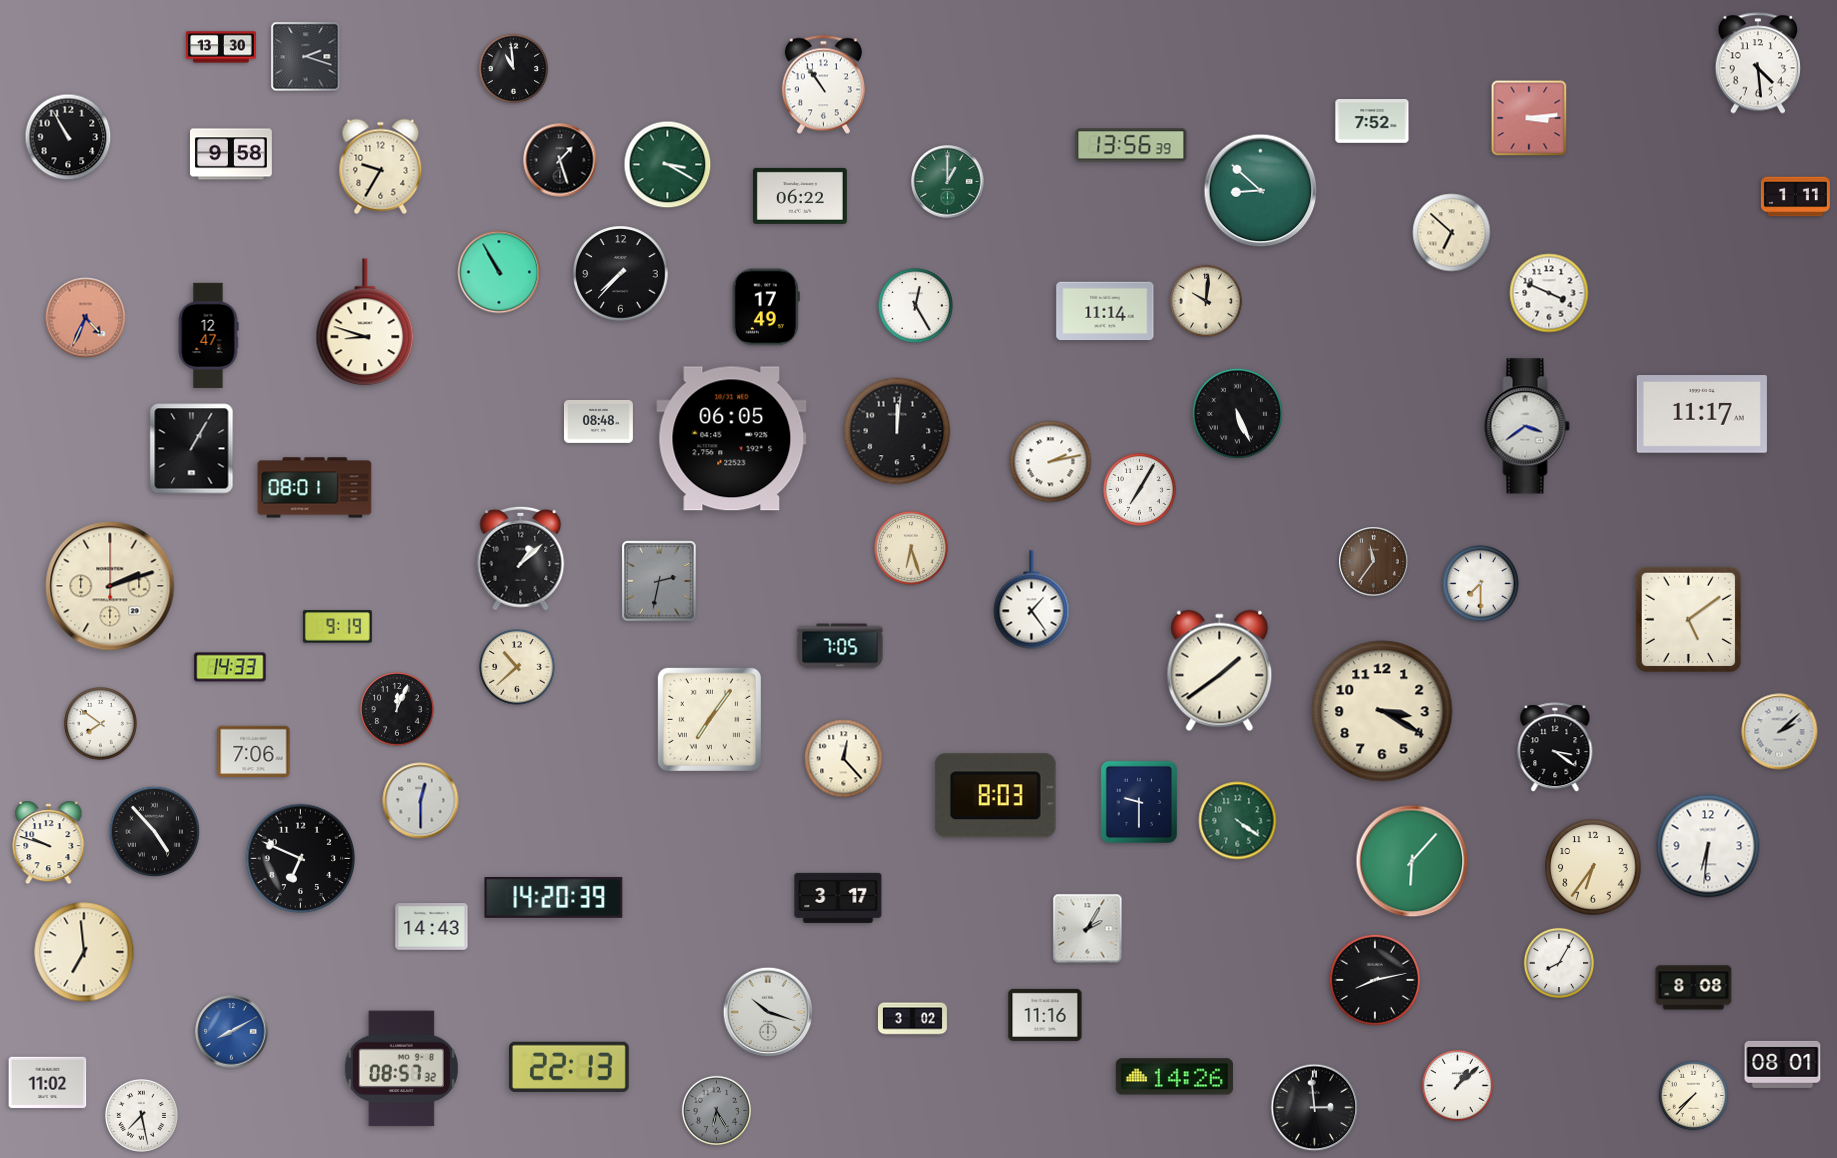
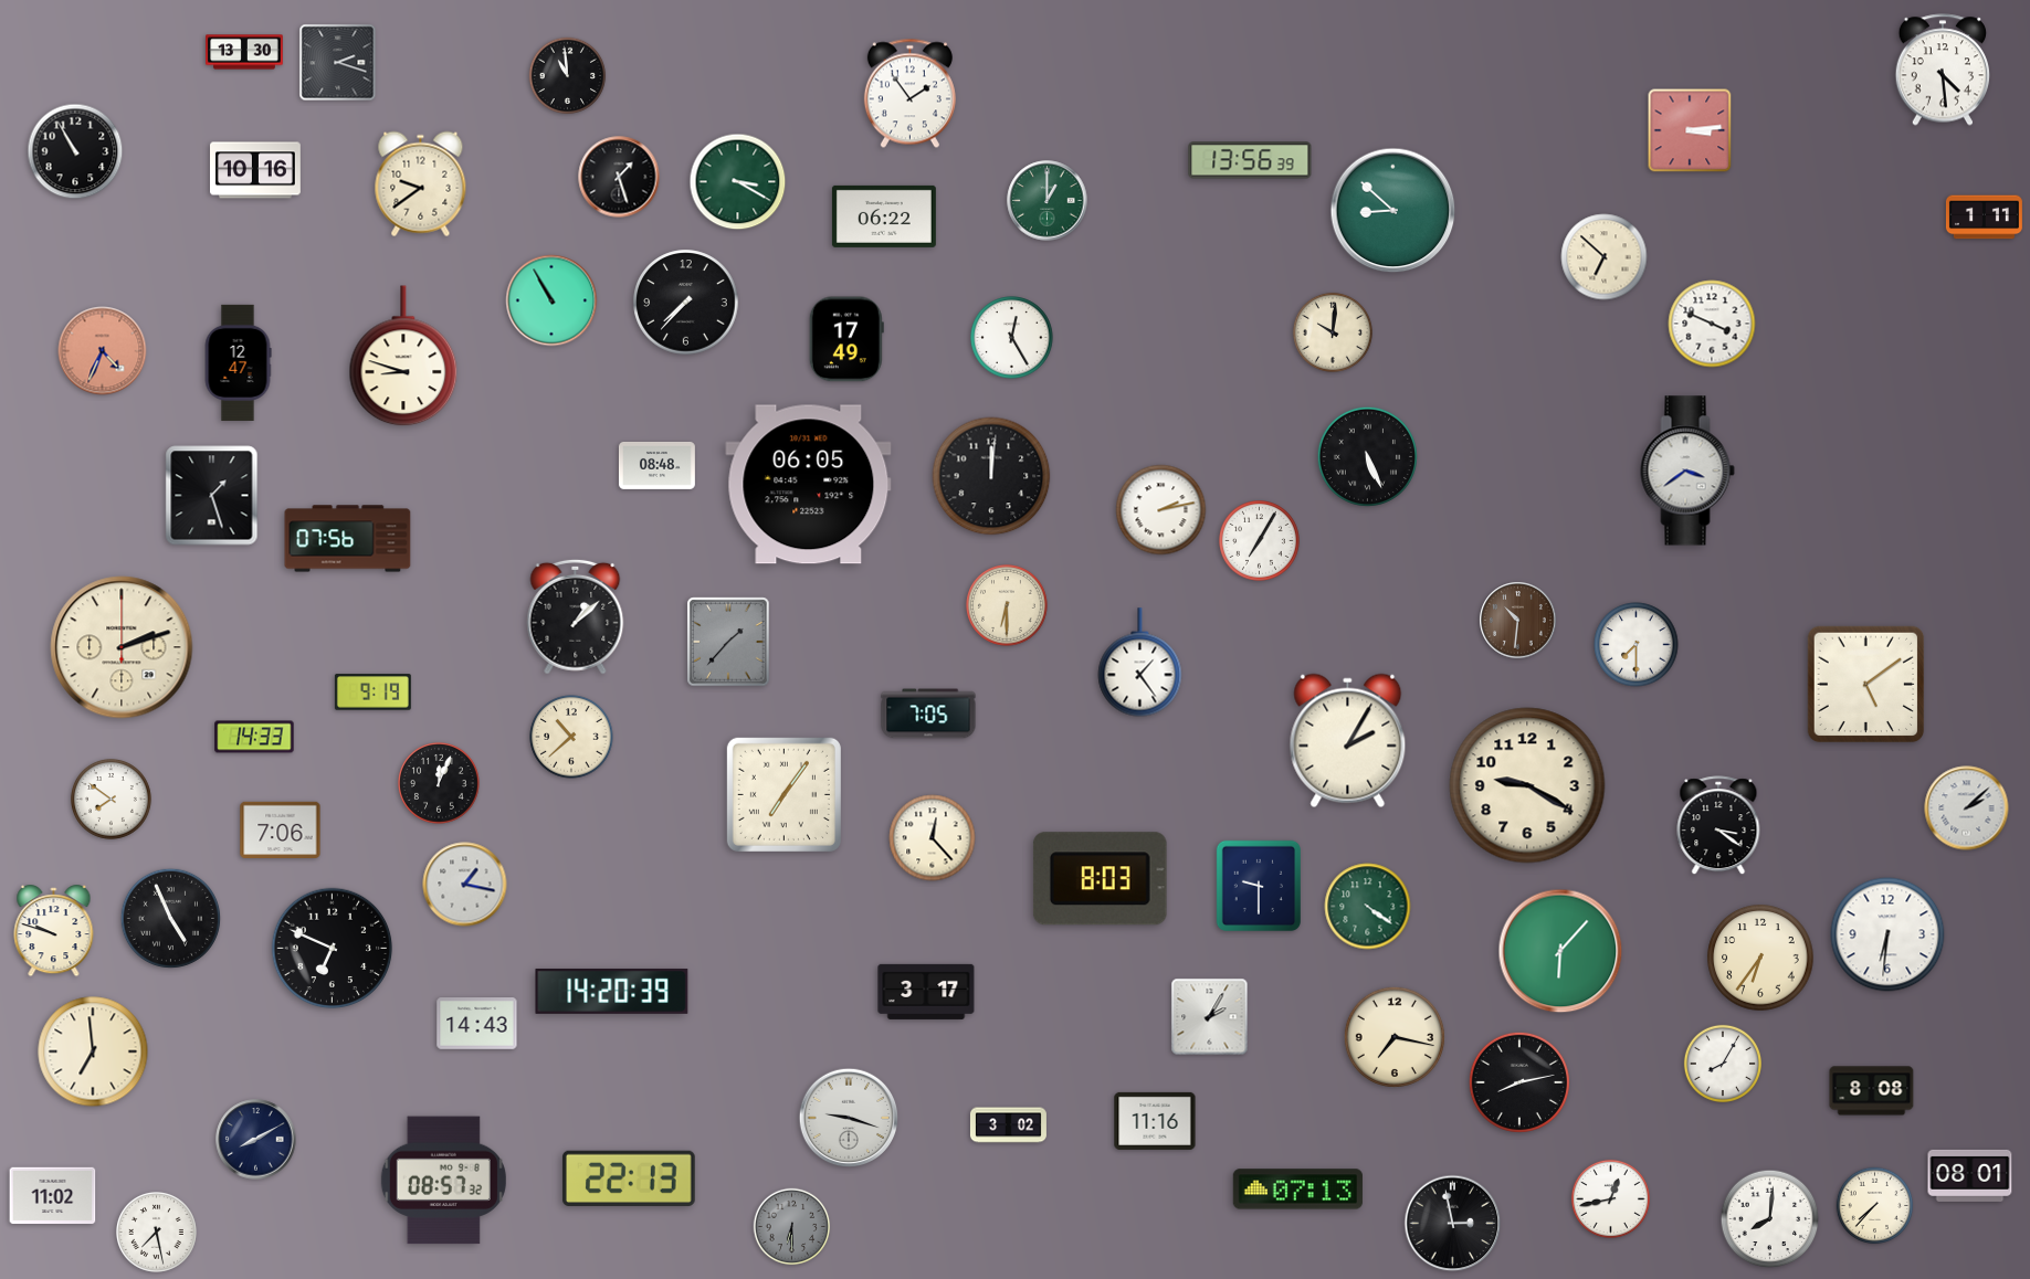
clock at (823, 85): 10:54 -> 1:54
clock at (1372, 121): 7:52 -> none
clock at (232, 154): 9:58 -> 10:16
clock at (381, 167): 9:35 -> 9:39
clock at (1105, 311): 11:14 -> none
clock at (86, 318) position: (86, 318) -> (103, 351)
clock at (208, 335) position: (208, 335) -> (238, 362)
clock at (1702, 414): 11:17 -> none
clock at (598, 421) position: (598, 421) -> (656, 465)
clock at (192, 449): 1:05 -> 1:27
clock at (315, 488): 08:01 -> 07:56
clock at (911, 548): 6:27 -> 6:30
clock at (1374, 562): 11:36 -> 10:31
clock at (659, 581): 2:32 -> 1:37
clock at (1220, 671): 1:39 -> 2:05
clock at (1382, 711): 3:20 -> 9:20
clock at (421, 801): 12:30 -> 1:17
clock at (154, 831): 4:53 -> 4:56
clock at (1088, 929) position: (1088, 929) -> (1210, 1017)
clock at (1395, 1037): none -> 7:17
clock at (768, 1012): 10:18 -> 9:18
clock at (232, 1032) dial: blue -> navy
clock at (1174, 1077): 14:26 -> 07:13
clock at (1457, 1085): 1:08 -> 12:43
clock at (1694, 1096) position: (1694, 1096) -> (1875, 1206)
clock at (1770, 1219): none -> 8:01
clock at (1315, 1108): 2:59 -> 2:58
clock at (717, 1111): 6:25 -> 6:30
